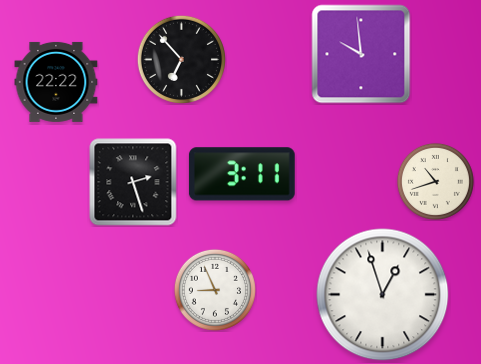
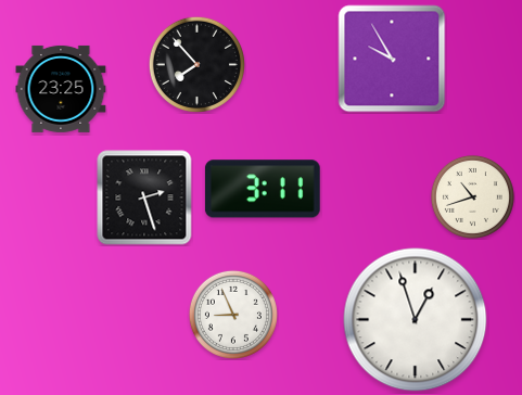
clock at (361, 54): 9:59 -> 9:55
clock at (181, 59): 6:53 -> 7:53
clock at (56, 82): 22:22 -> 23:25
